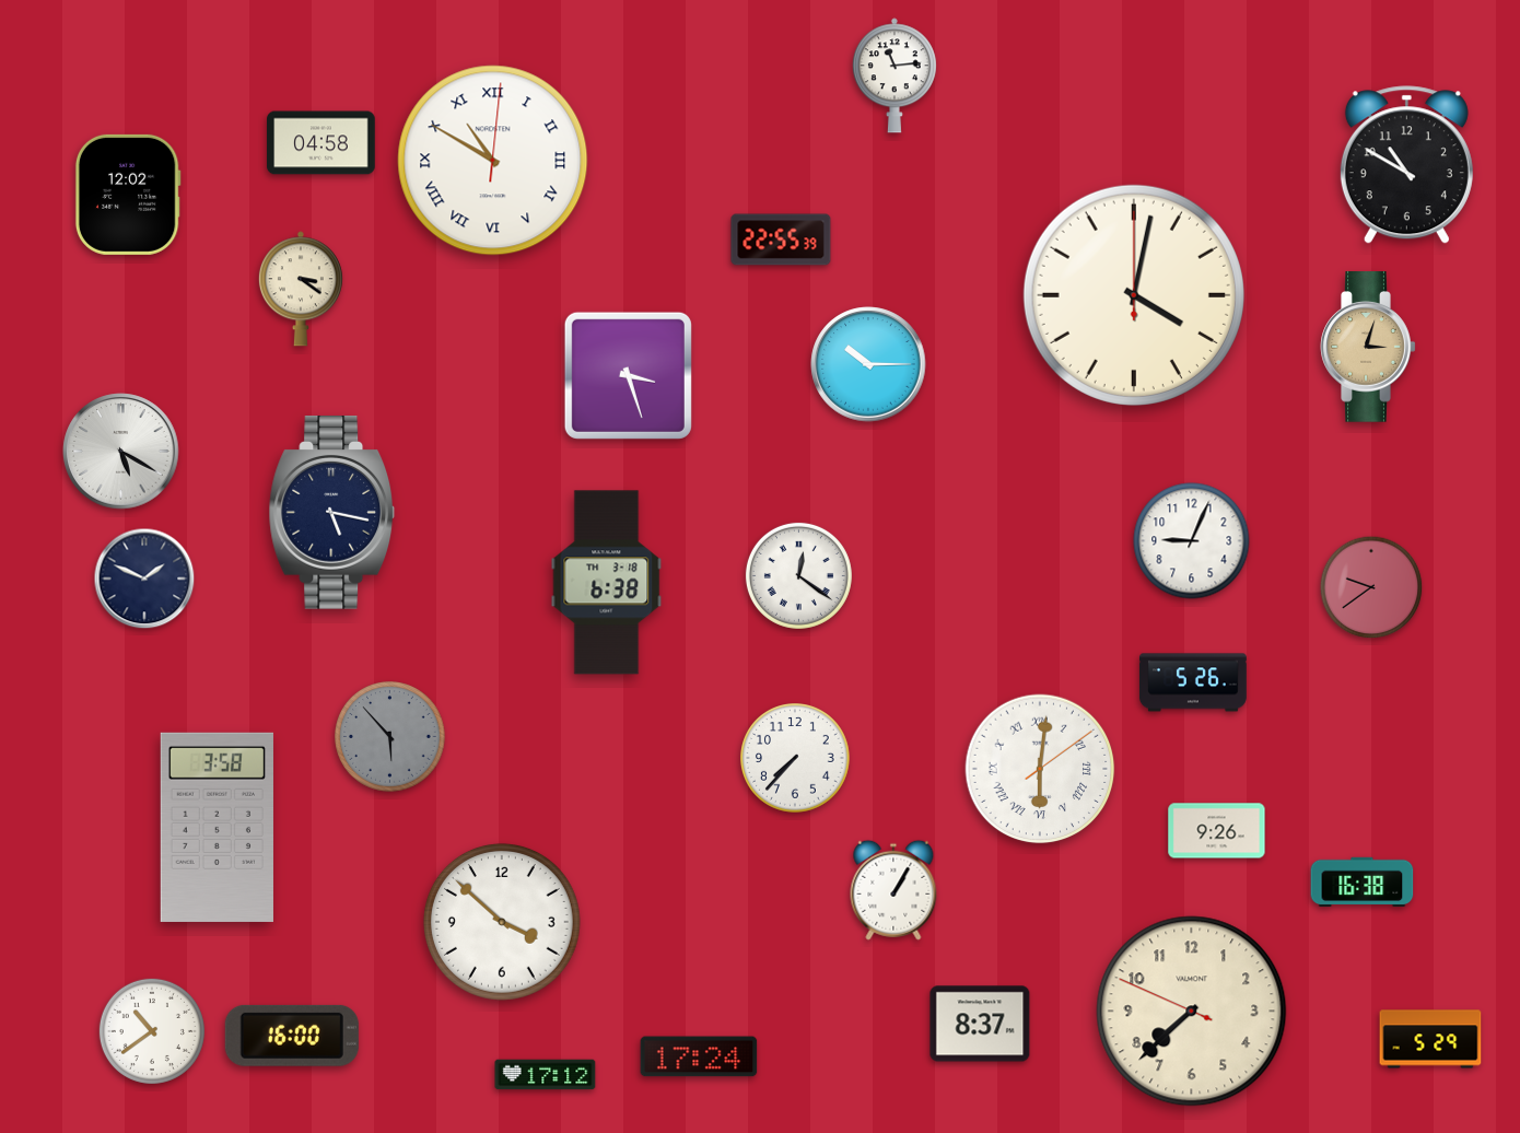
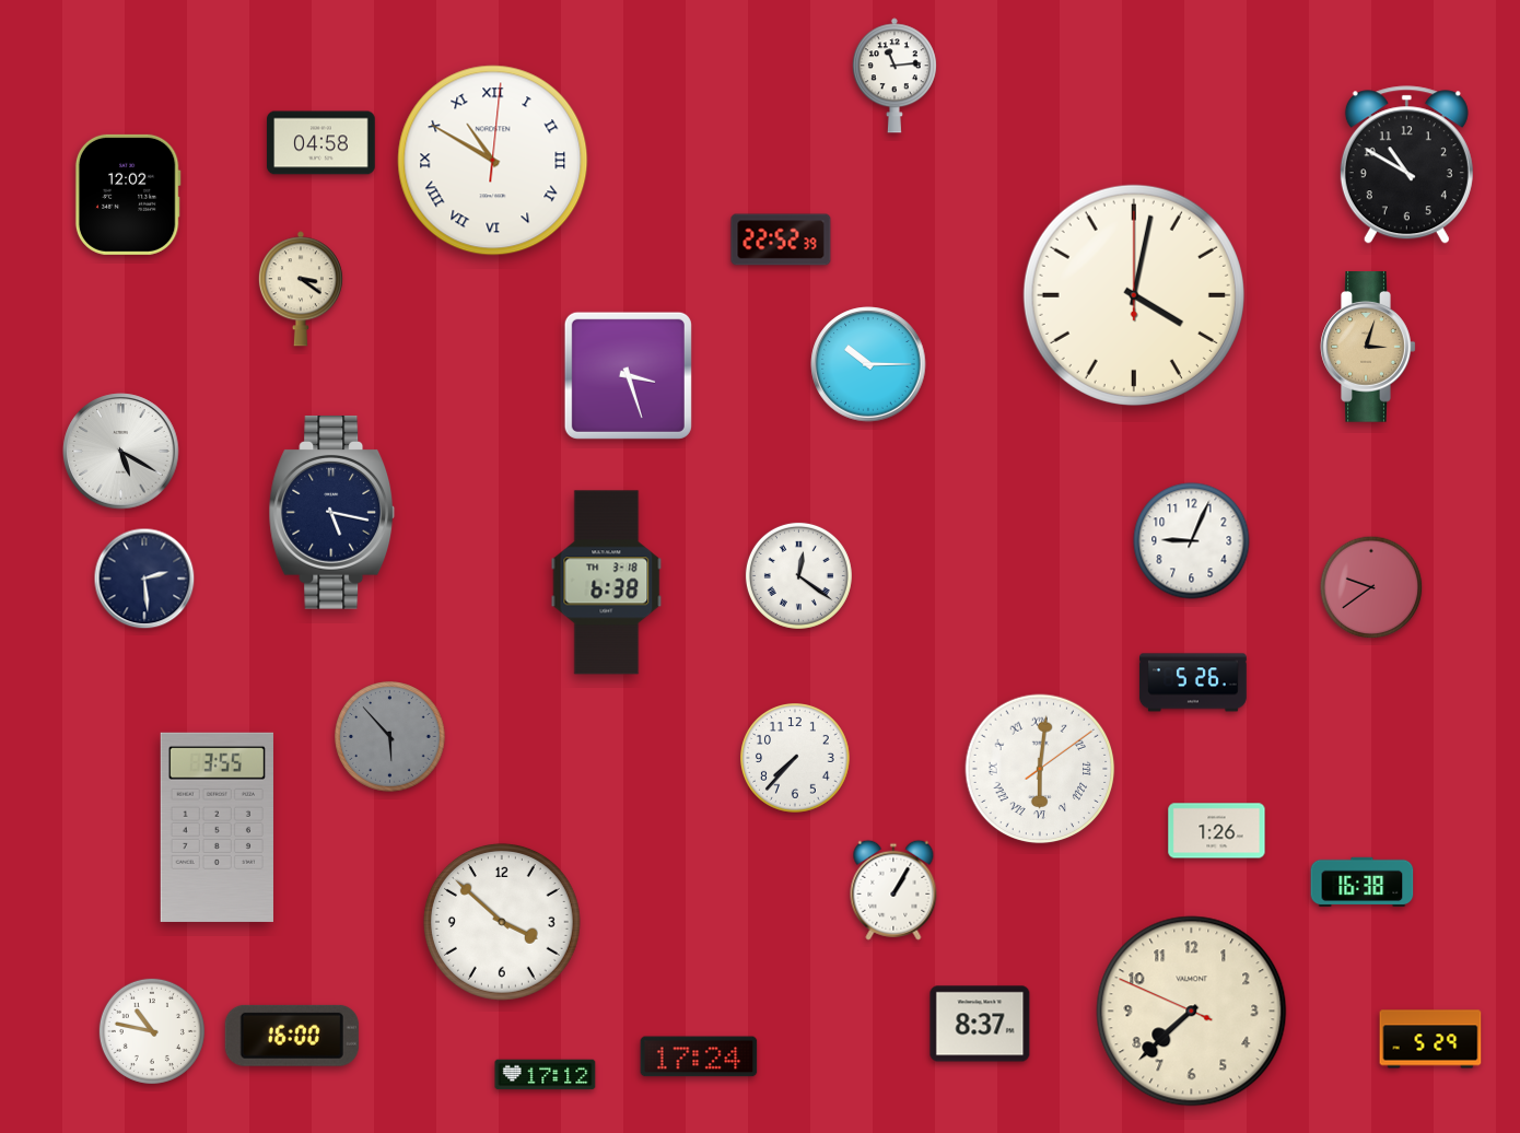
clock at (781, 240): 22:55 -> 22:52
clock at (144, 579): 1:49 -> 2:29
clock at (217, 827): 3:58 -> 3:55
clock at (1217, 831): 9:26 -> 1:26
clock at (152, 1031): 10:39 -> 10:47
